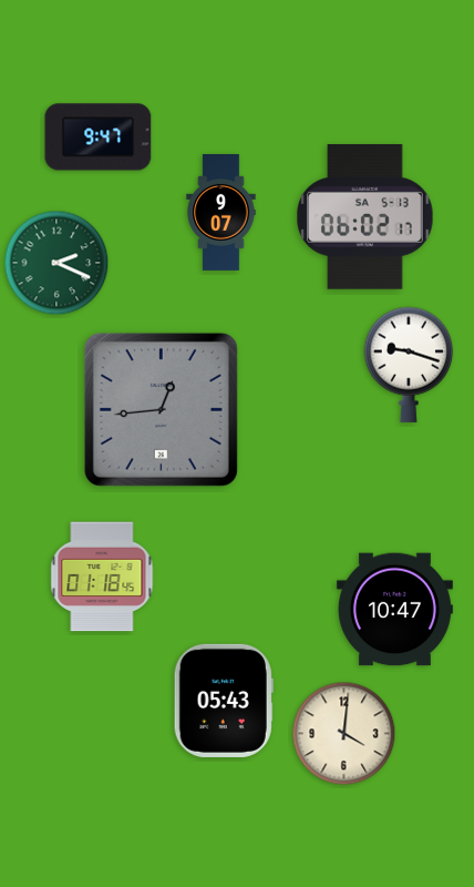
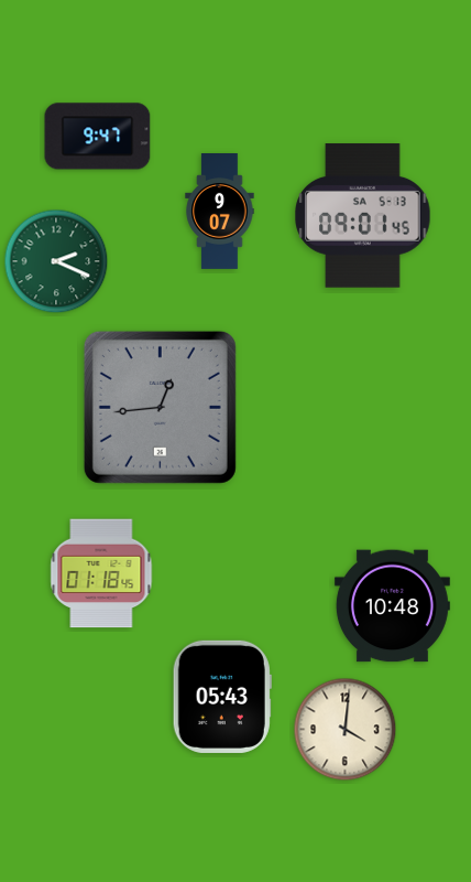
clock at (365, 217): 06:02 -> 09:01
clock at (409, 365): 9:18 -> none
clock at (394, 610): 10:47 -> 10:48
clock at (344, 734) position: (344, 734) -> (346, 730)
